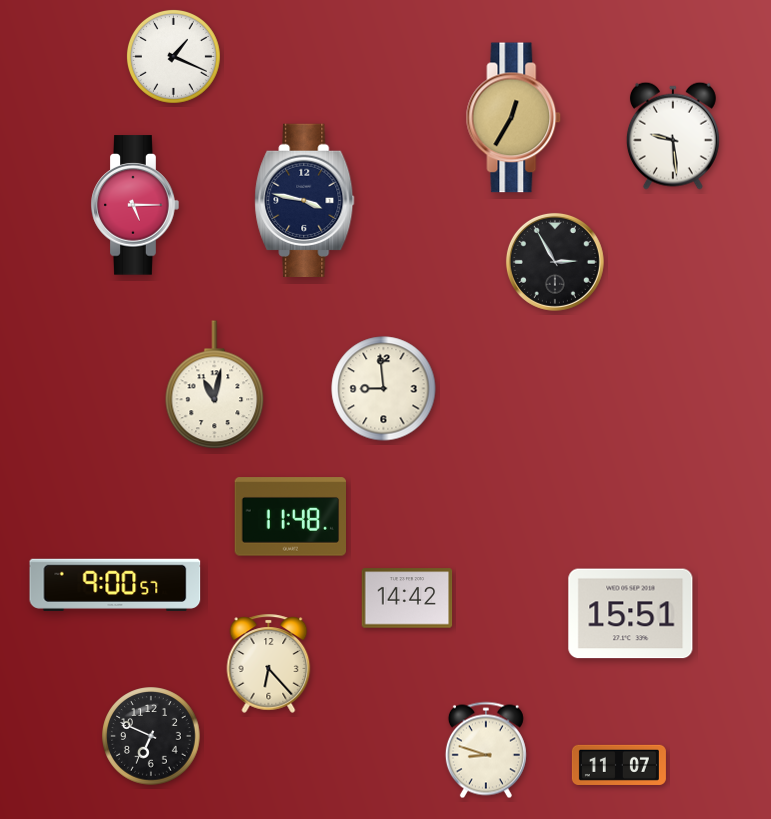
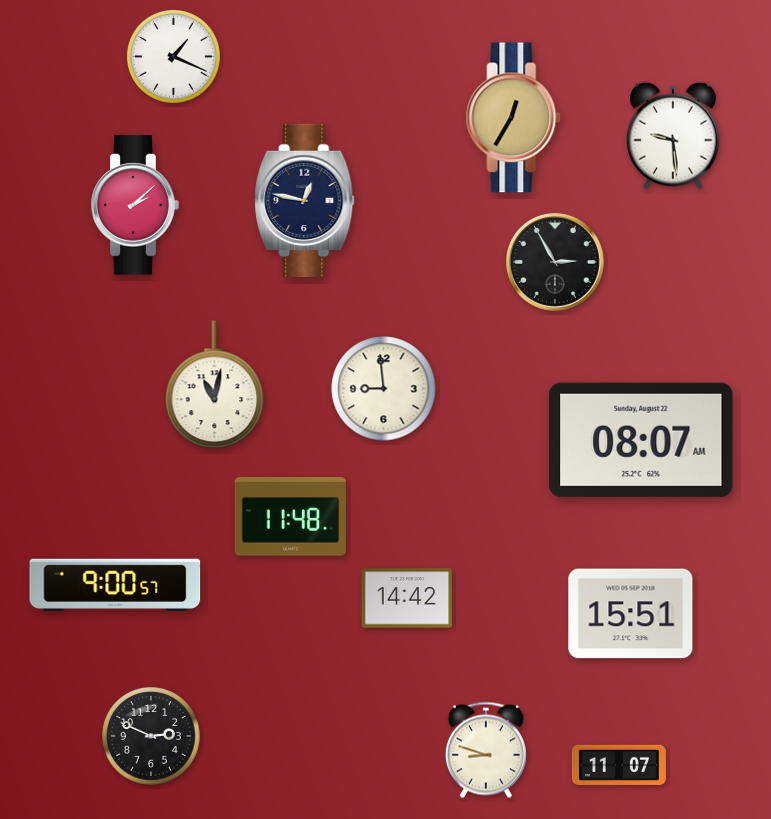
clock at (305, 200): 3:47 -> 12:47
clock at (135, 205): 5:15 -> 2:08
clock at (641, 440): none -> 08:07
clock at (269, 663): 6:23 -> none
clock at (151, 736): 6:49 -> 2:49
